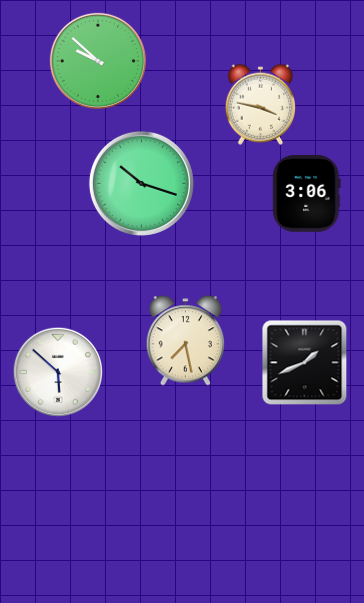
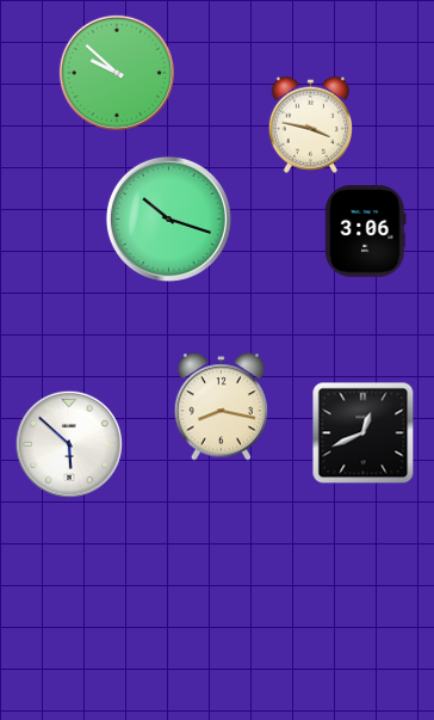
clock at (185, 341): 7:28 -> 8:17
clock at (305, 363): 1:41 -> 12:41
